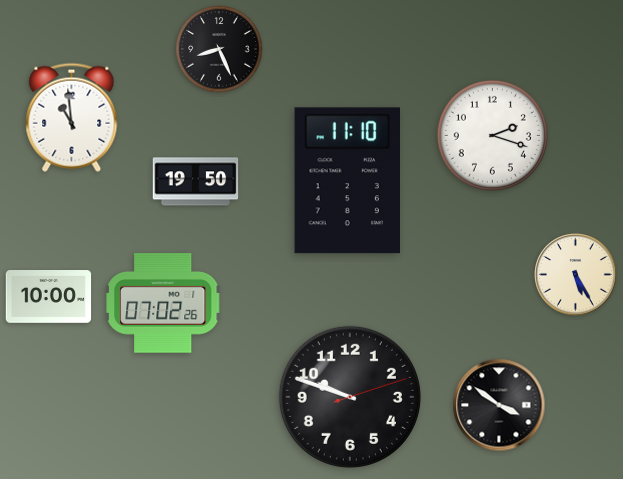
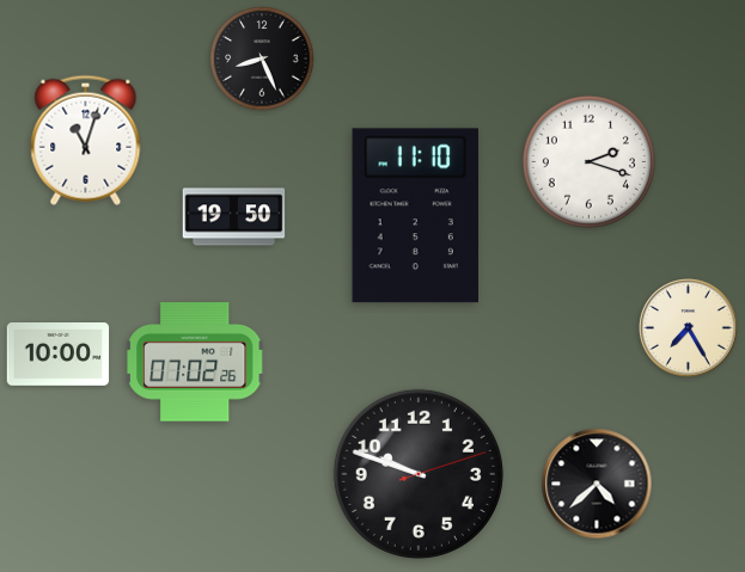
clock at (72, 117): 10:59 -> 11:03
clock at (576, 275): 5:25 -> 7:25
clock at (499, 405): 3:51 -> 4:38
